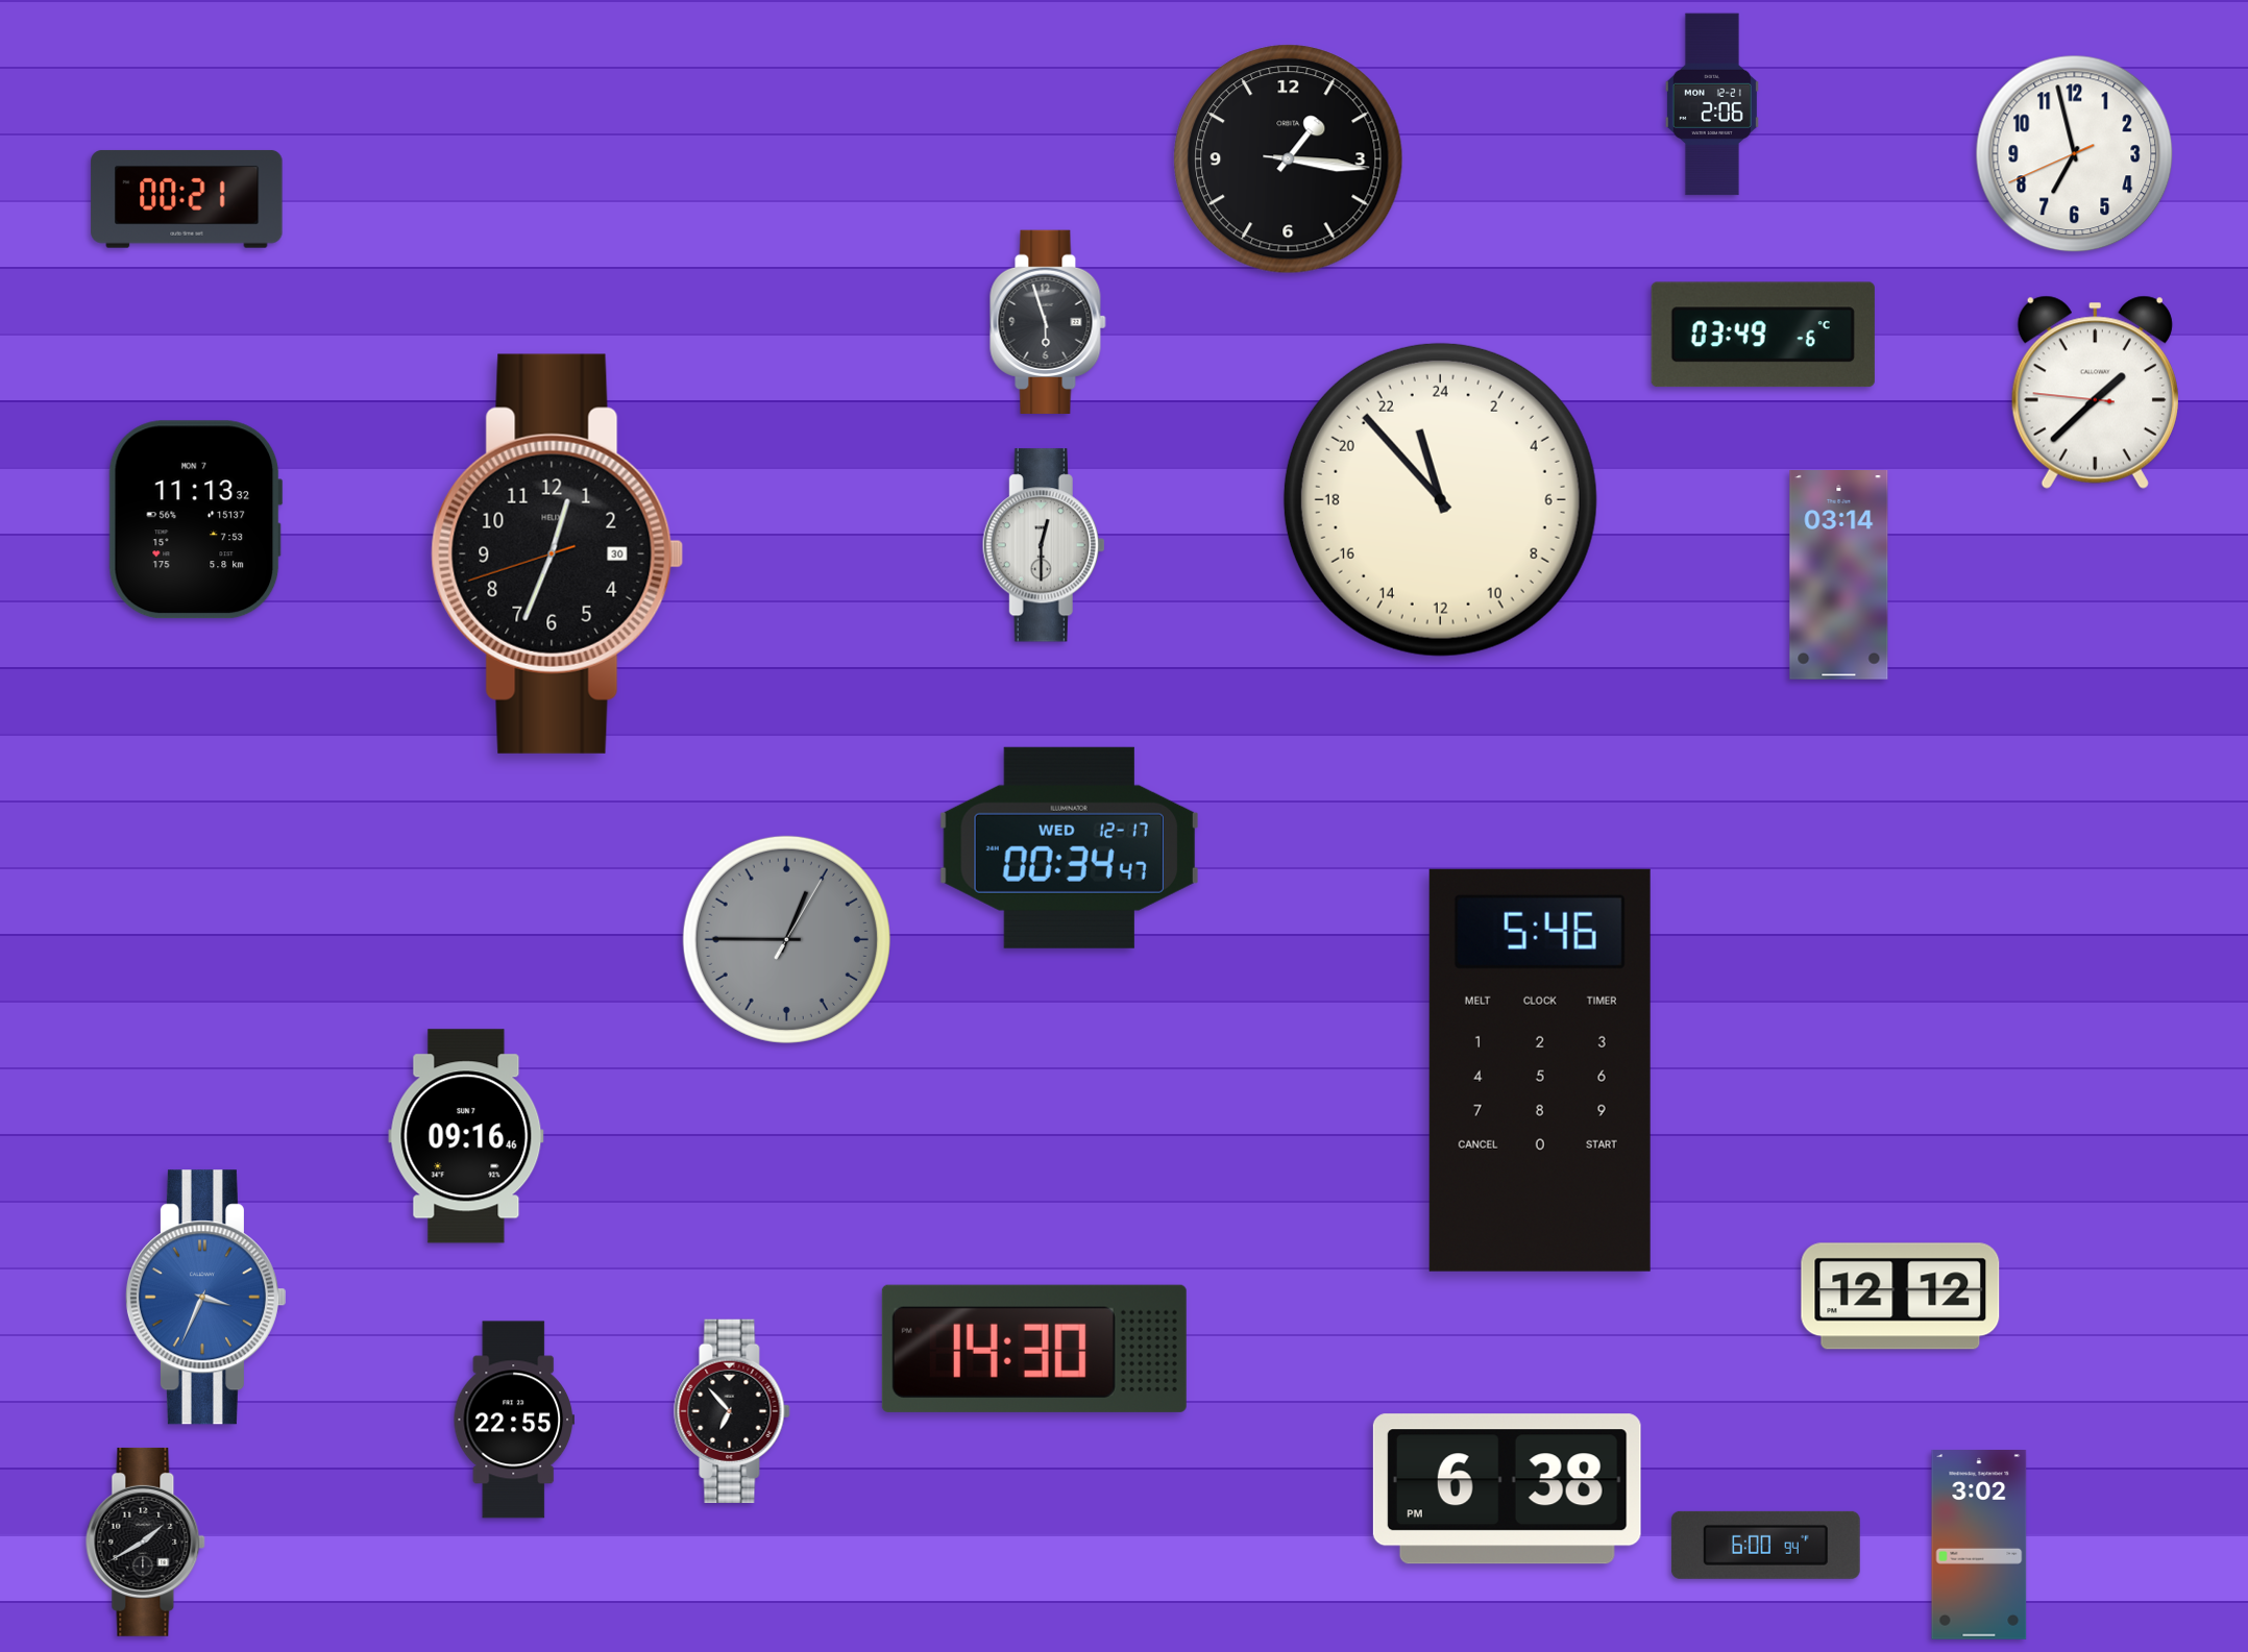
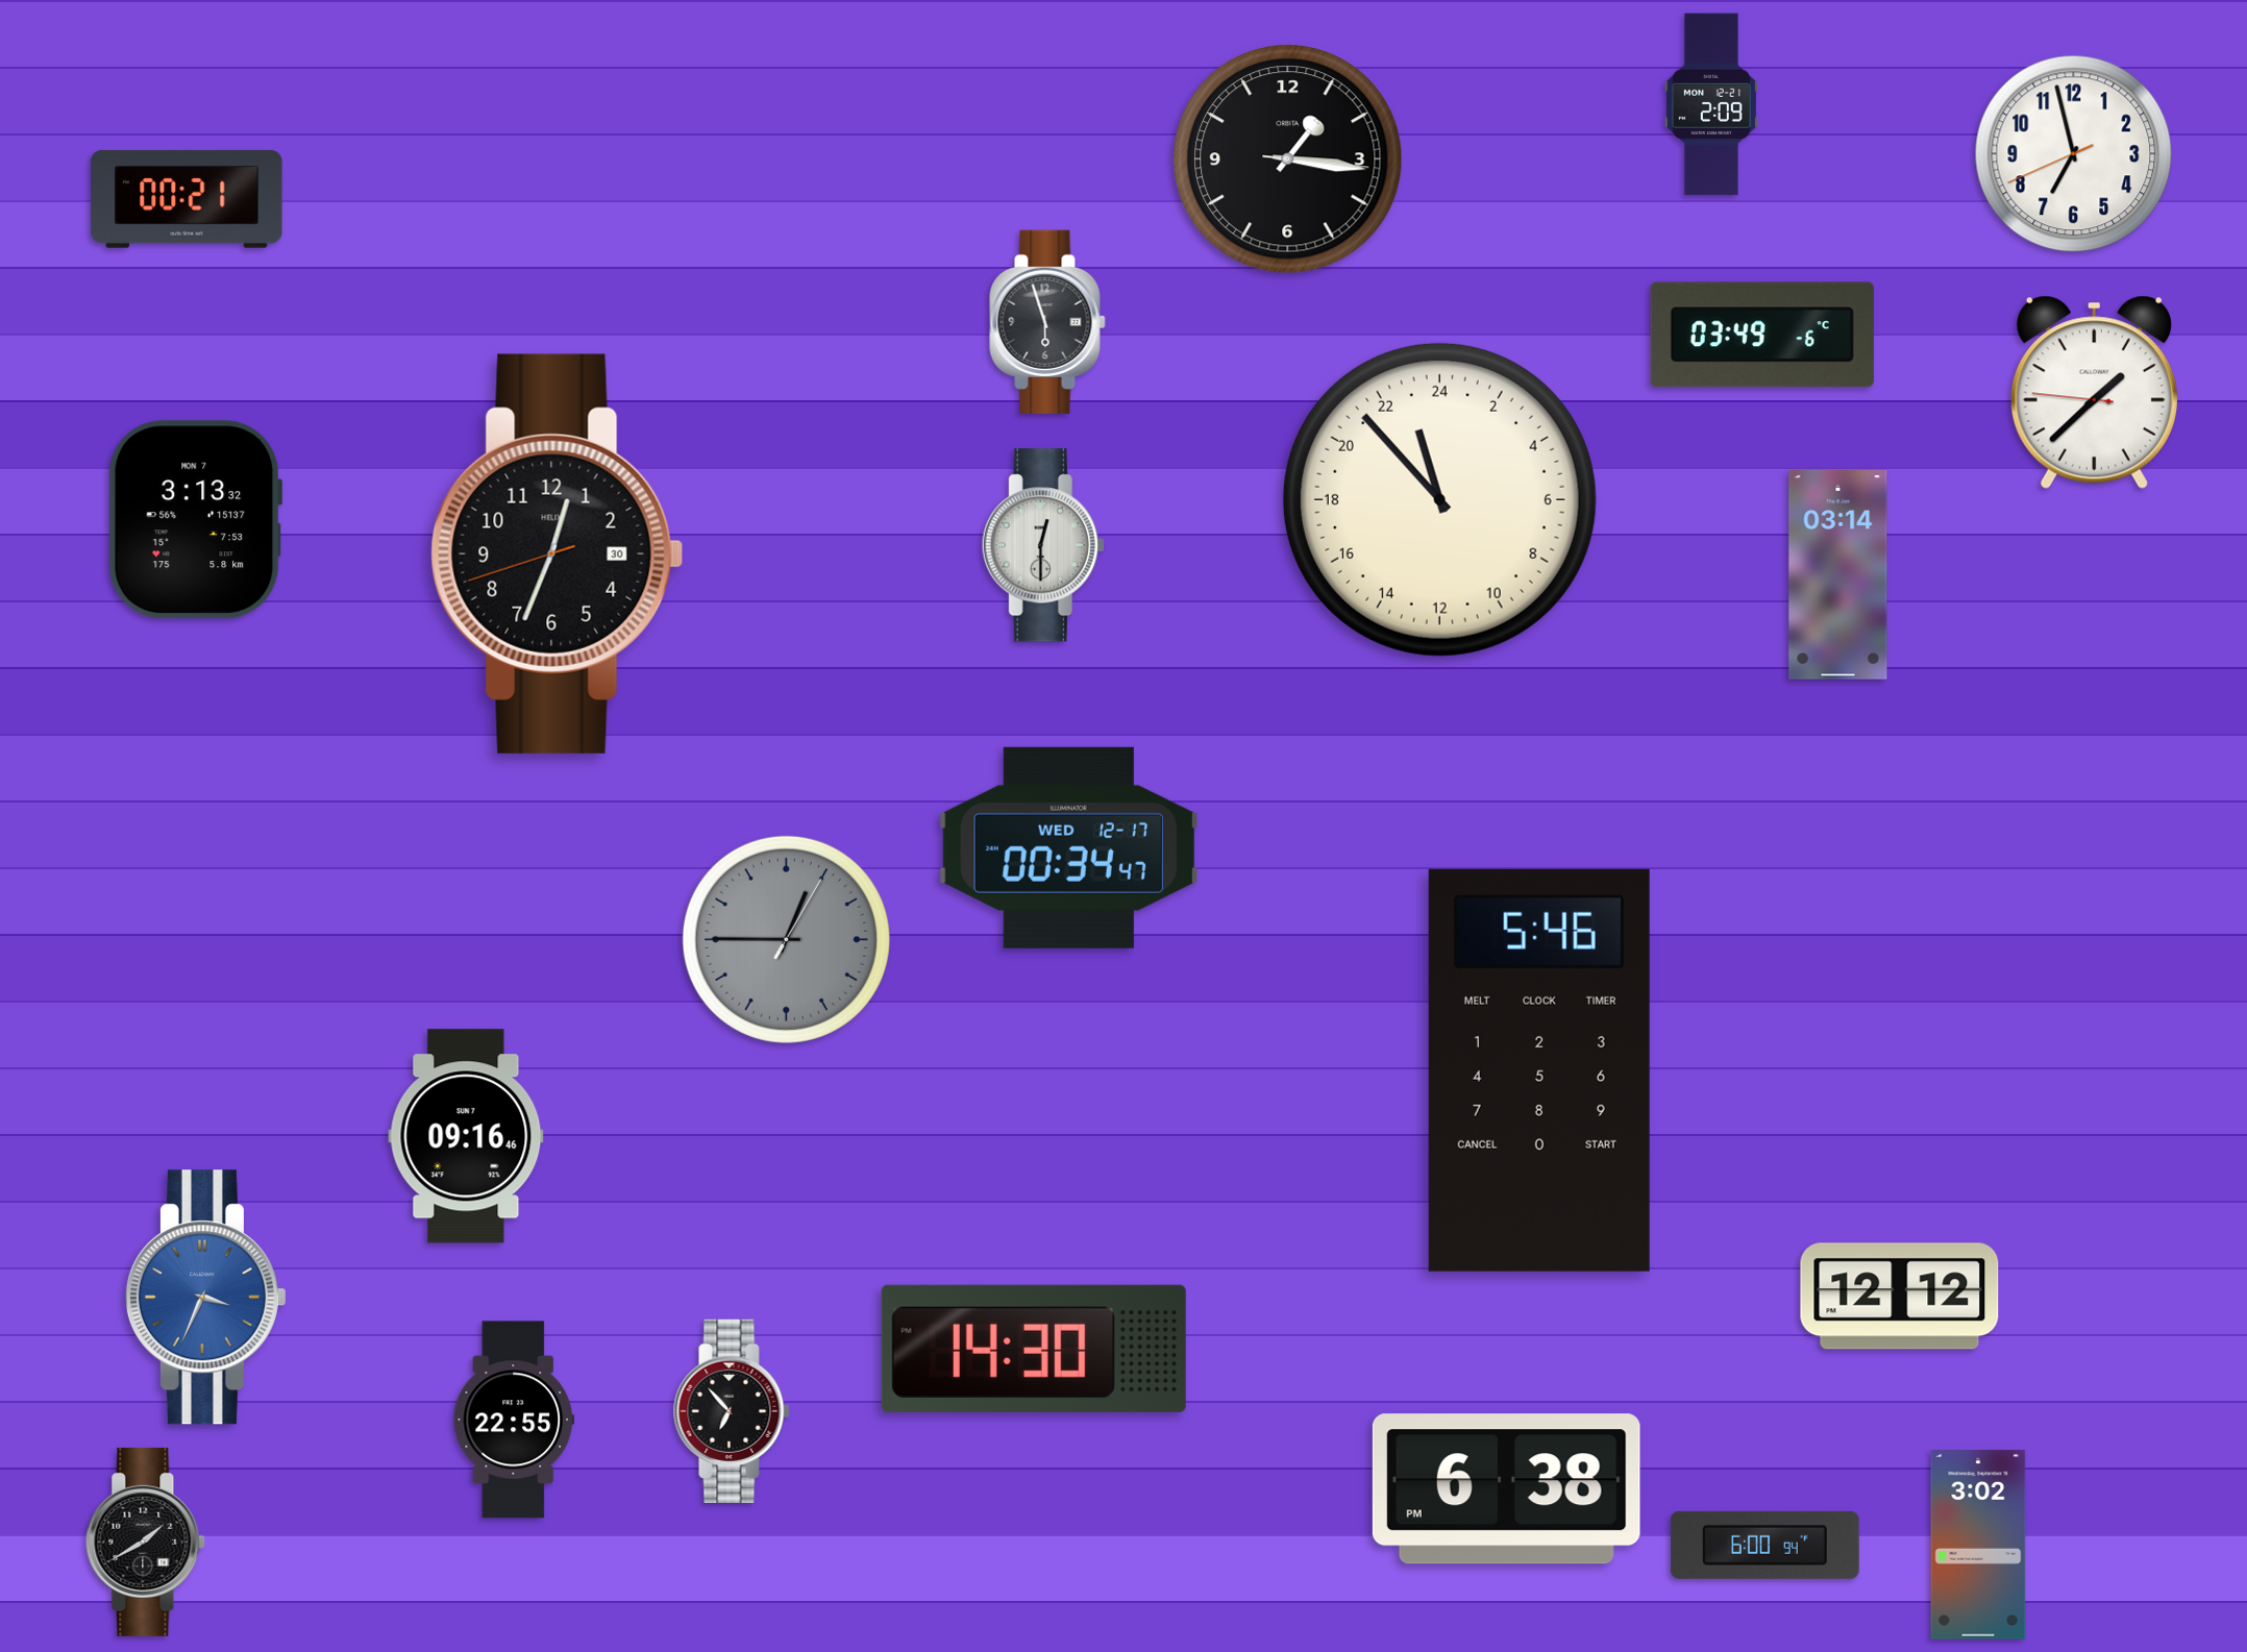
clock at (1712, 104): 2:06 -> 2:09
clock at (195, 520): 11:13 -> 3:13
